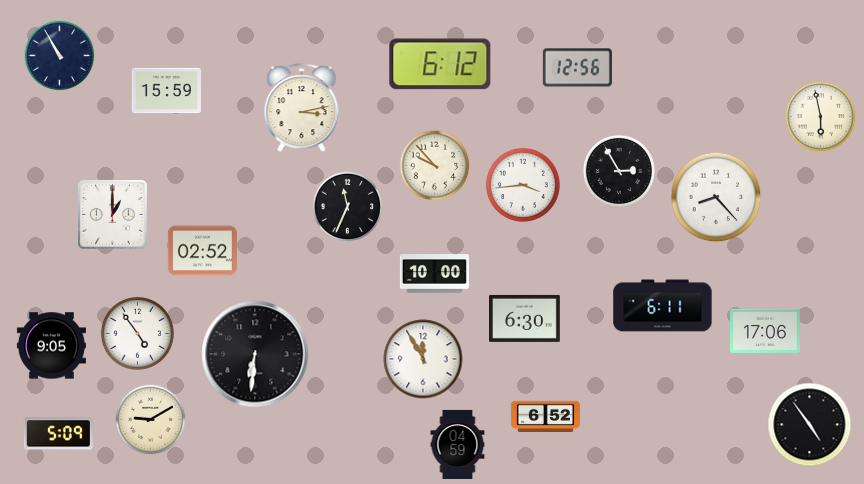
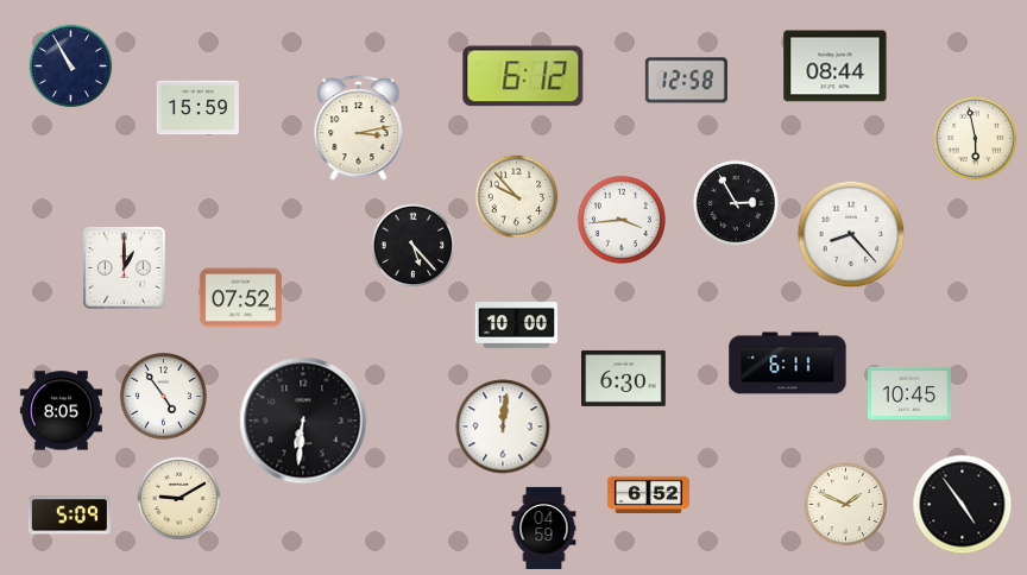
clock at (836, 67): none -> 08:44
clock at (577, 68): 12:56 -> 12:58
clock at (348, 207): 11:34 -> 5:23
clock at (113, 215) position: (113, 215) -> (125, 268)
clock at (202, 251): 02:52 -> 07:52
clock at (765, 331): 17:06 -> 10:45
clock at (51, 346): 9:05 -> 8:05
clock at (423, 359): 11:55 -> 12:01
clock at (846, 505): none -> 1:49
